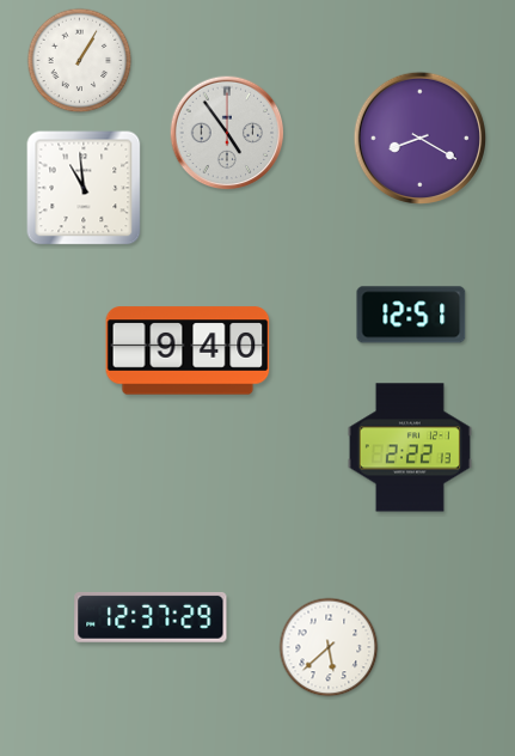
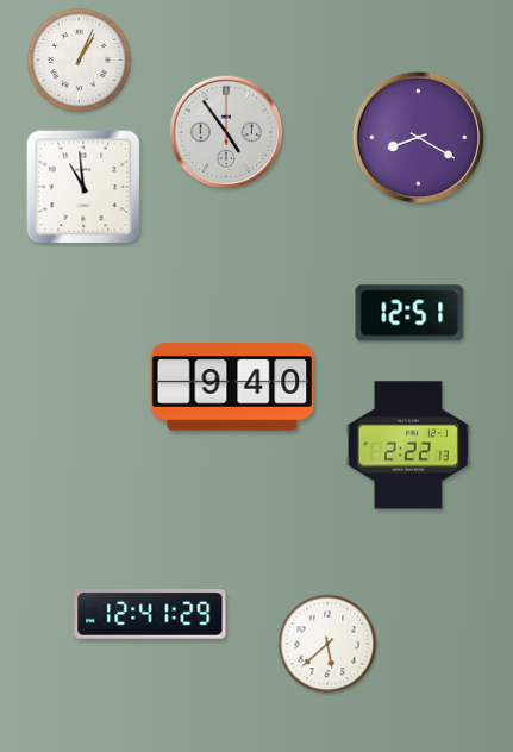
clock at (80, 61): 1:05 -> 1:04
clock at (188, 350) position: (188, 350) -> (232, 387)
clock at (151, 617): 12:37 -> 12:41
